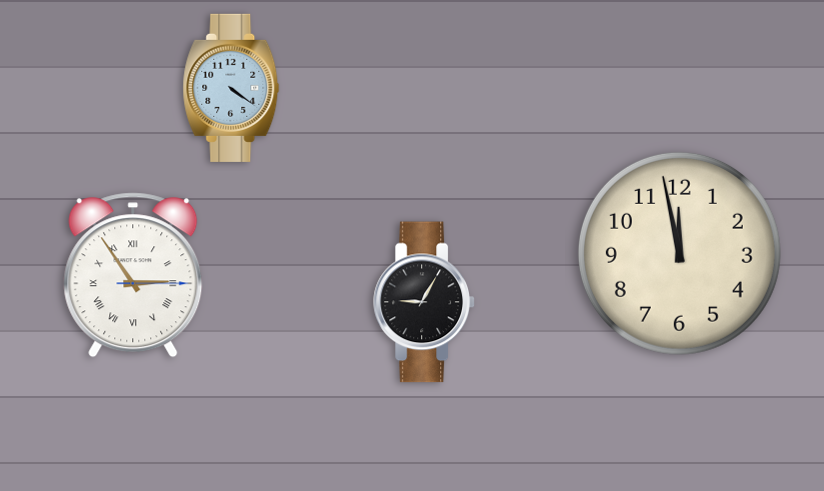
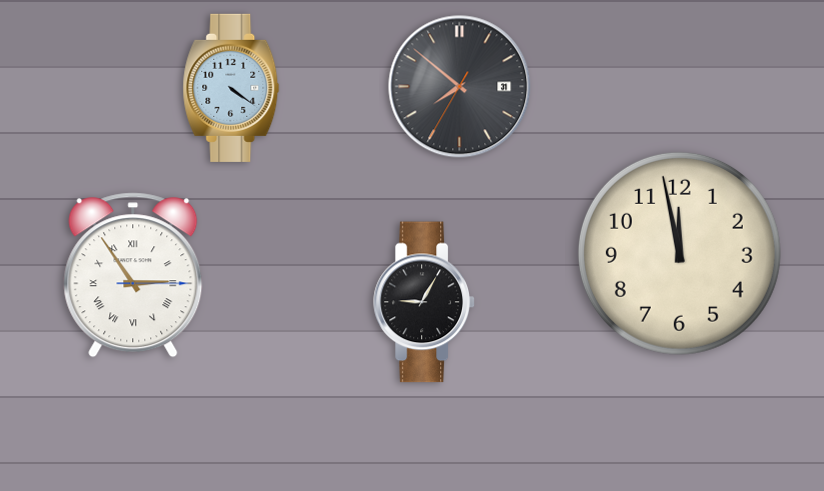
clock at (460, 87): none -> 7:51
